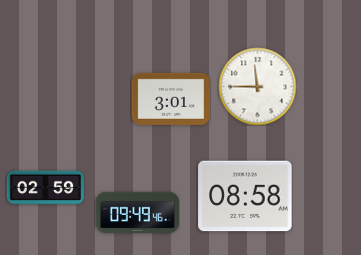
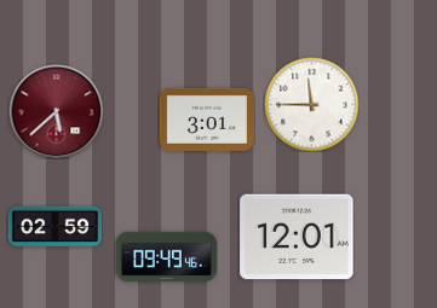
clock at (56, 111): none -> 5:38
clock at (245, 196): 08:58 -> 12:01
